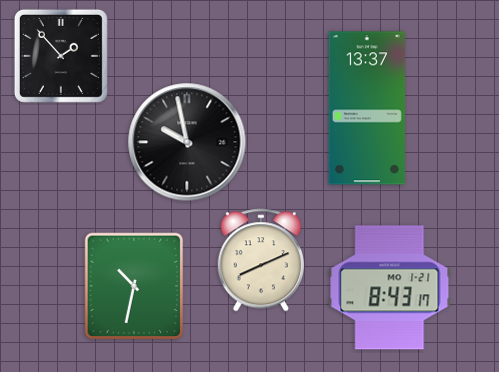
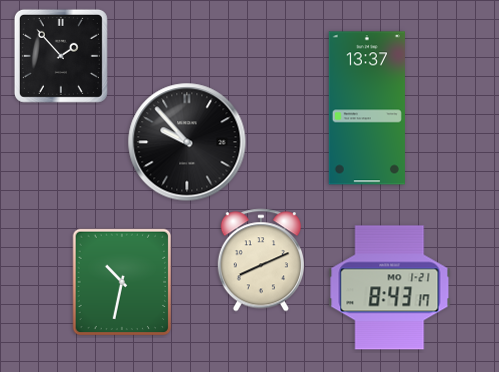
clock at (187, 142): 9:58 -> 9:53
clock at (134, 286) position: (134, 286) -> (122, 282)
